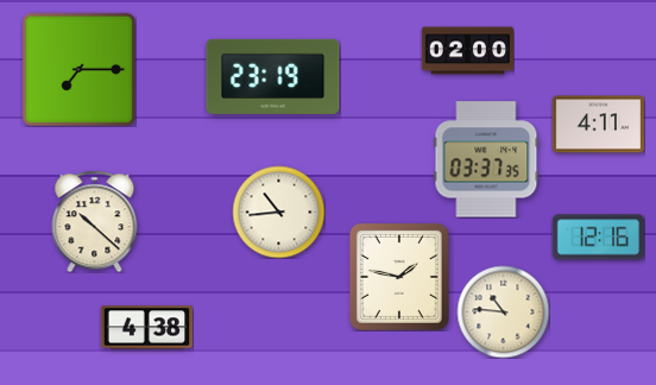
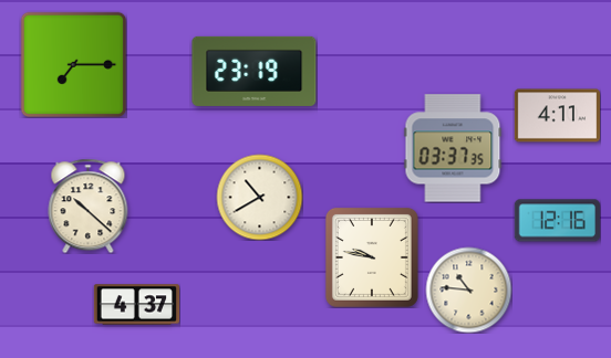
clock at (467, 51): 02:00 -> none
clock at (278, 212): 10:44 -> 10:40
clock at (399, 277): 1:47 -> 9:47
clock at (146, 328): 4:38 -> 4:37
